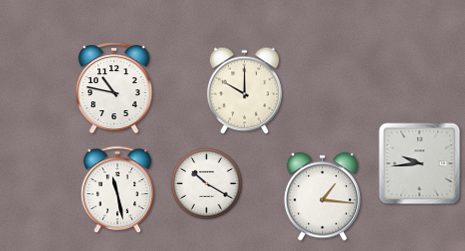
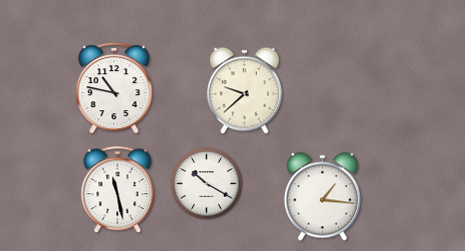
clock at (244, 91): 10:00 -> 9:38
clock at (420, 164): 9:44 -> none
